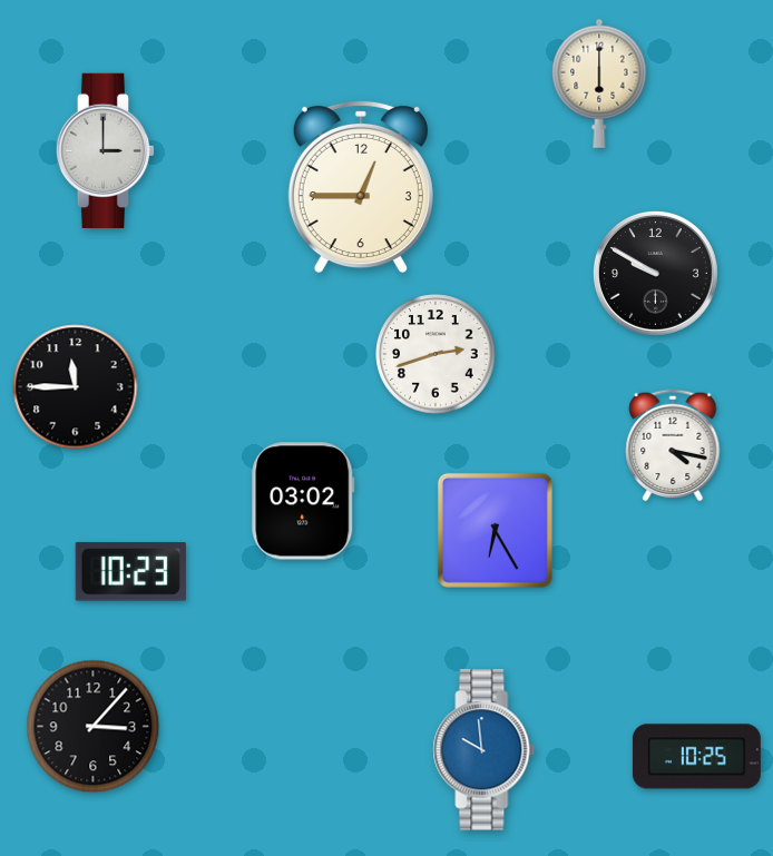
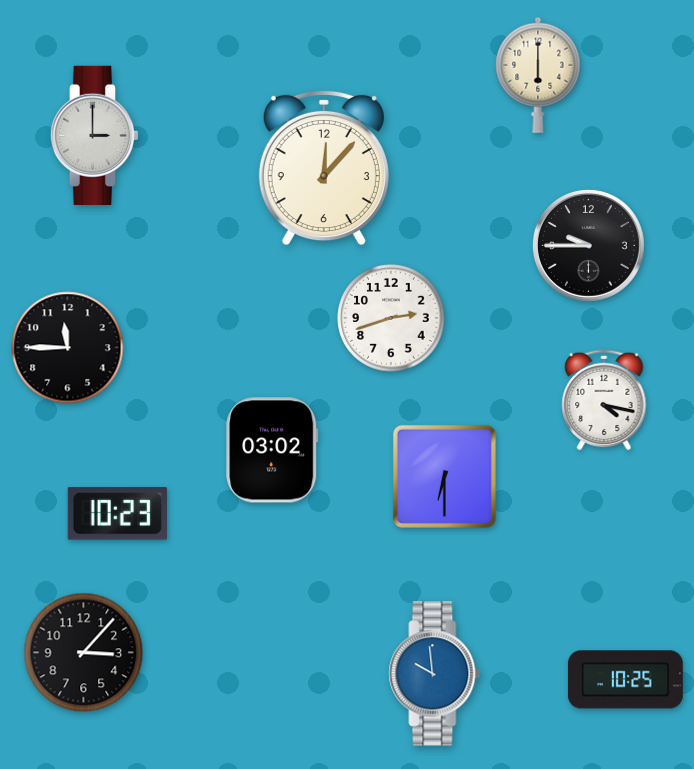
clock at (361, 187): 12:45 -> 12:07
clock at (655, 273): 9:50 -> 9:45
clock at (495, 530): 6:25 -> 6:30
